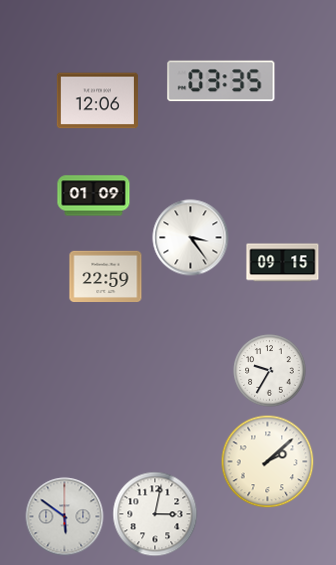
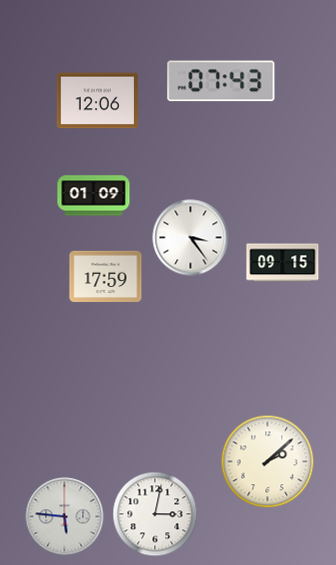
clock at (221, 81): 03:35 -> 07:43
clock at (106, 276): 22:59 -> 17:59
clock at (270, 371): 9:35 -> none
clock at (65, 517): 5:51 -> 5:46
